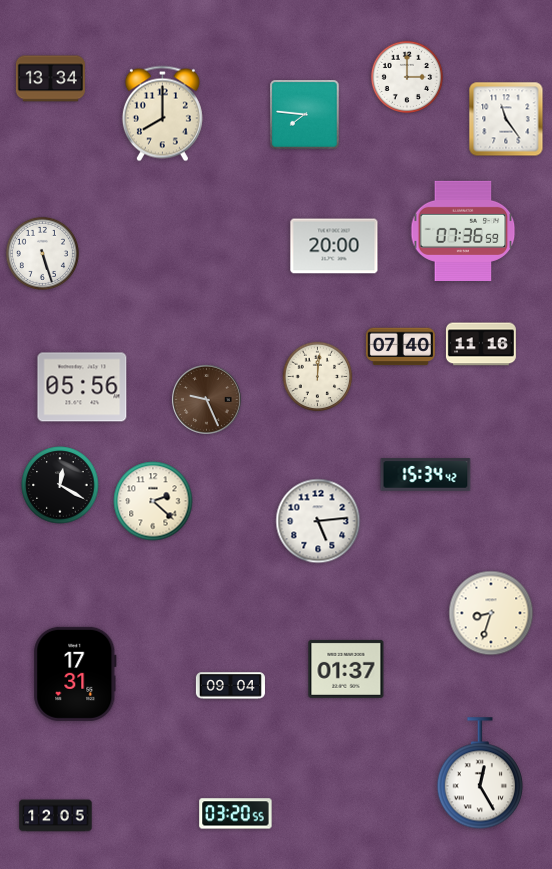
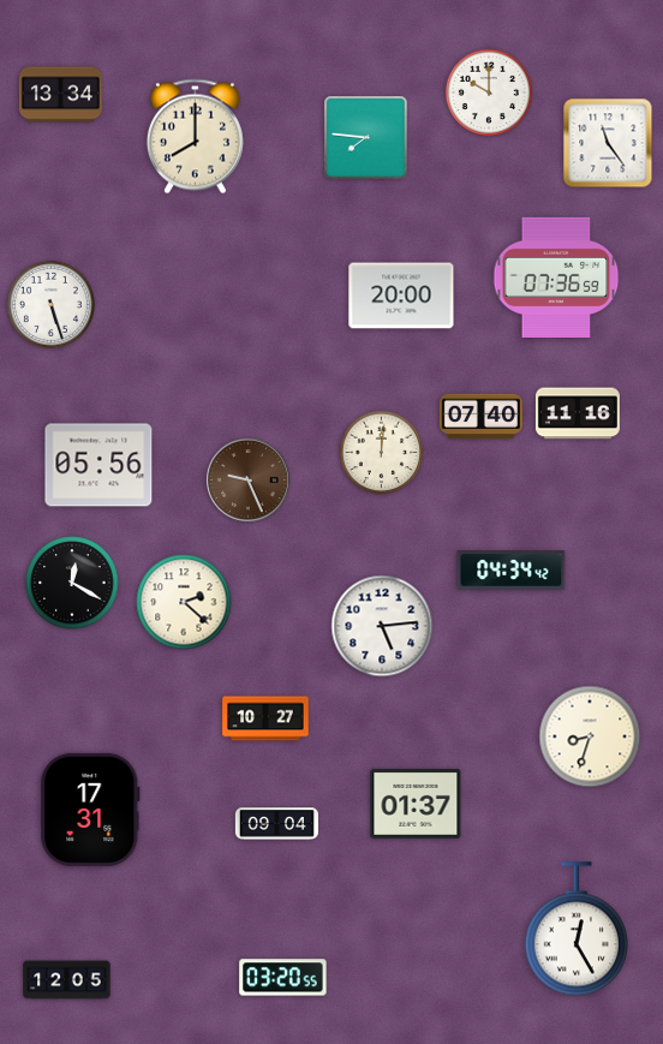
clock at (407, 77): 3:00 -> 10:00
clock at (426, 475): 15:34 -> 04:34
clock at (265, 718): none -> 10:27
